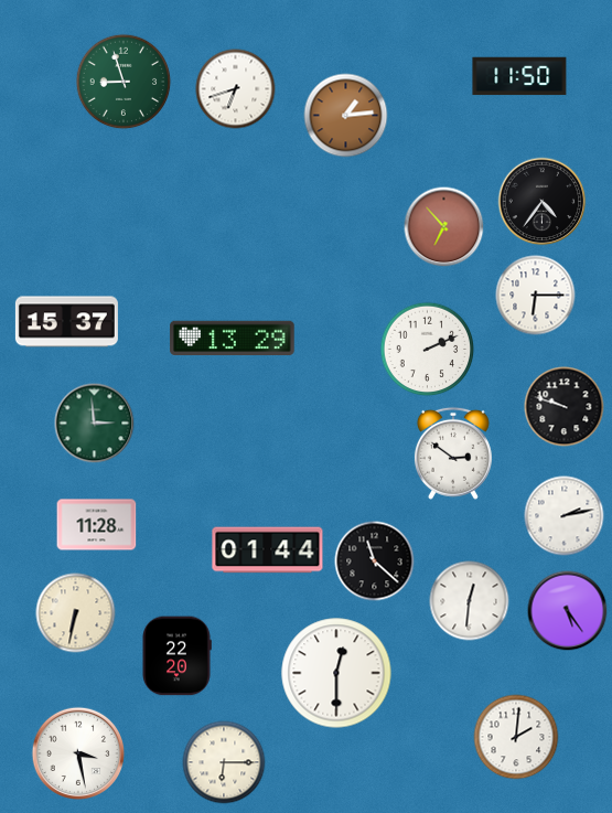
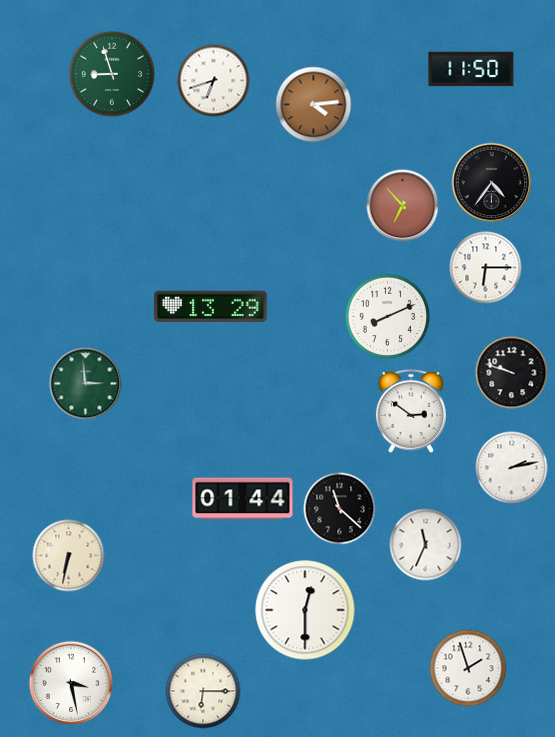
clock at (346, 116): 1:14 -> 4:14
clock at (66, 322): 15:37 -> none
clock at (428, 350): 2:11 -> 8:11
clock at (565, 407) position: (565, 407) -> (512, 373)
clock at (97, 525): 11:28 -> none
clock at (470, 601): 12:31 -> 11:34
clock at (568, 611): 5:24 -> none
clock at (176, 656): 22:20 -> none
clock at (516, 737): 2:01 -> 1:57
